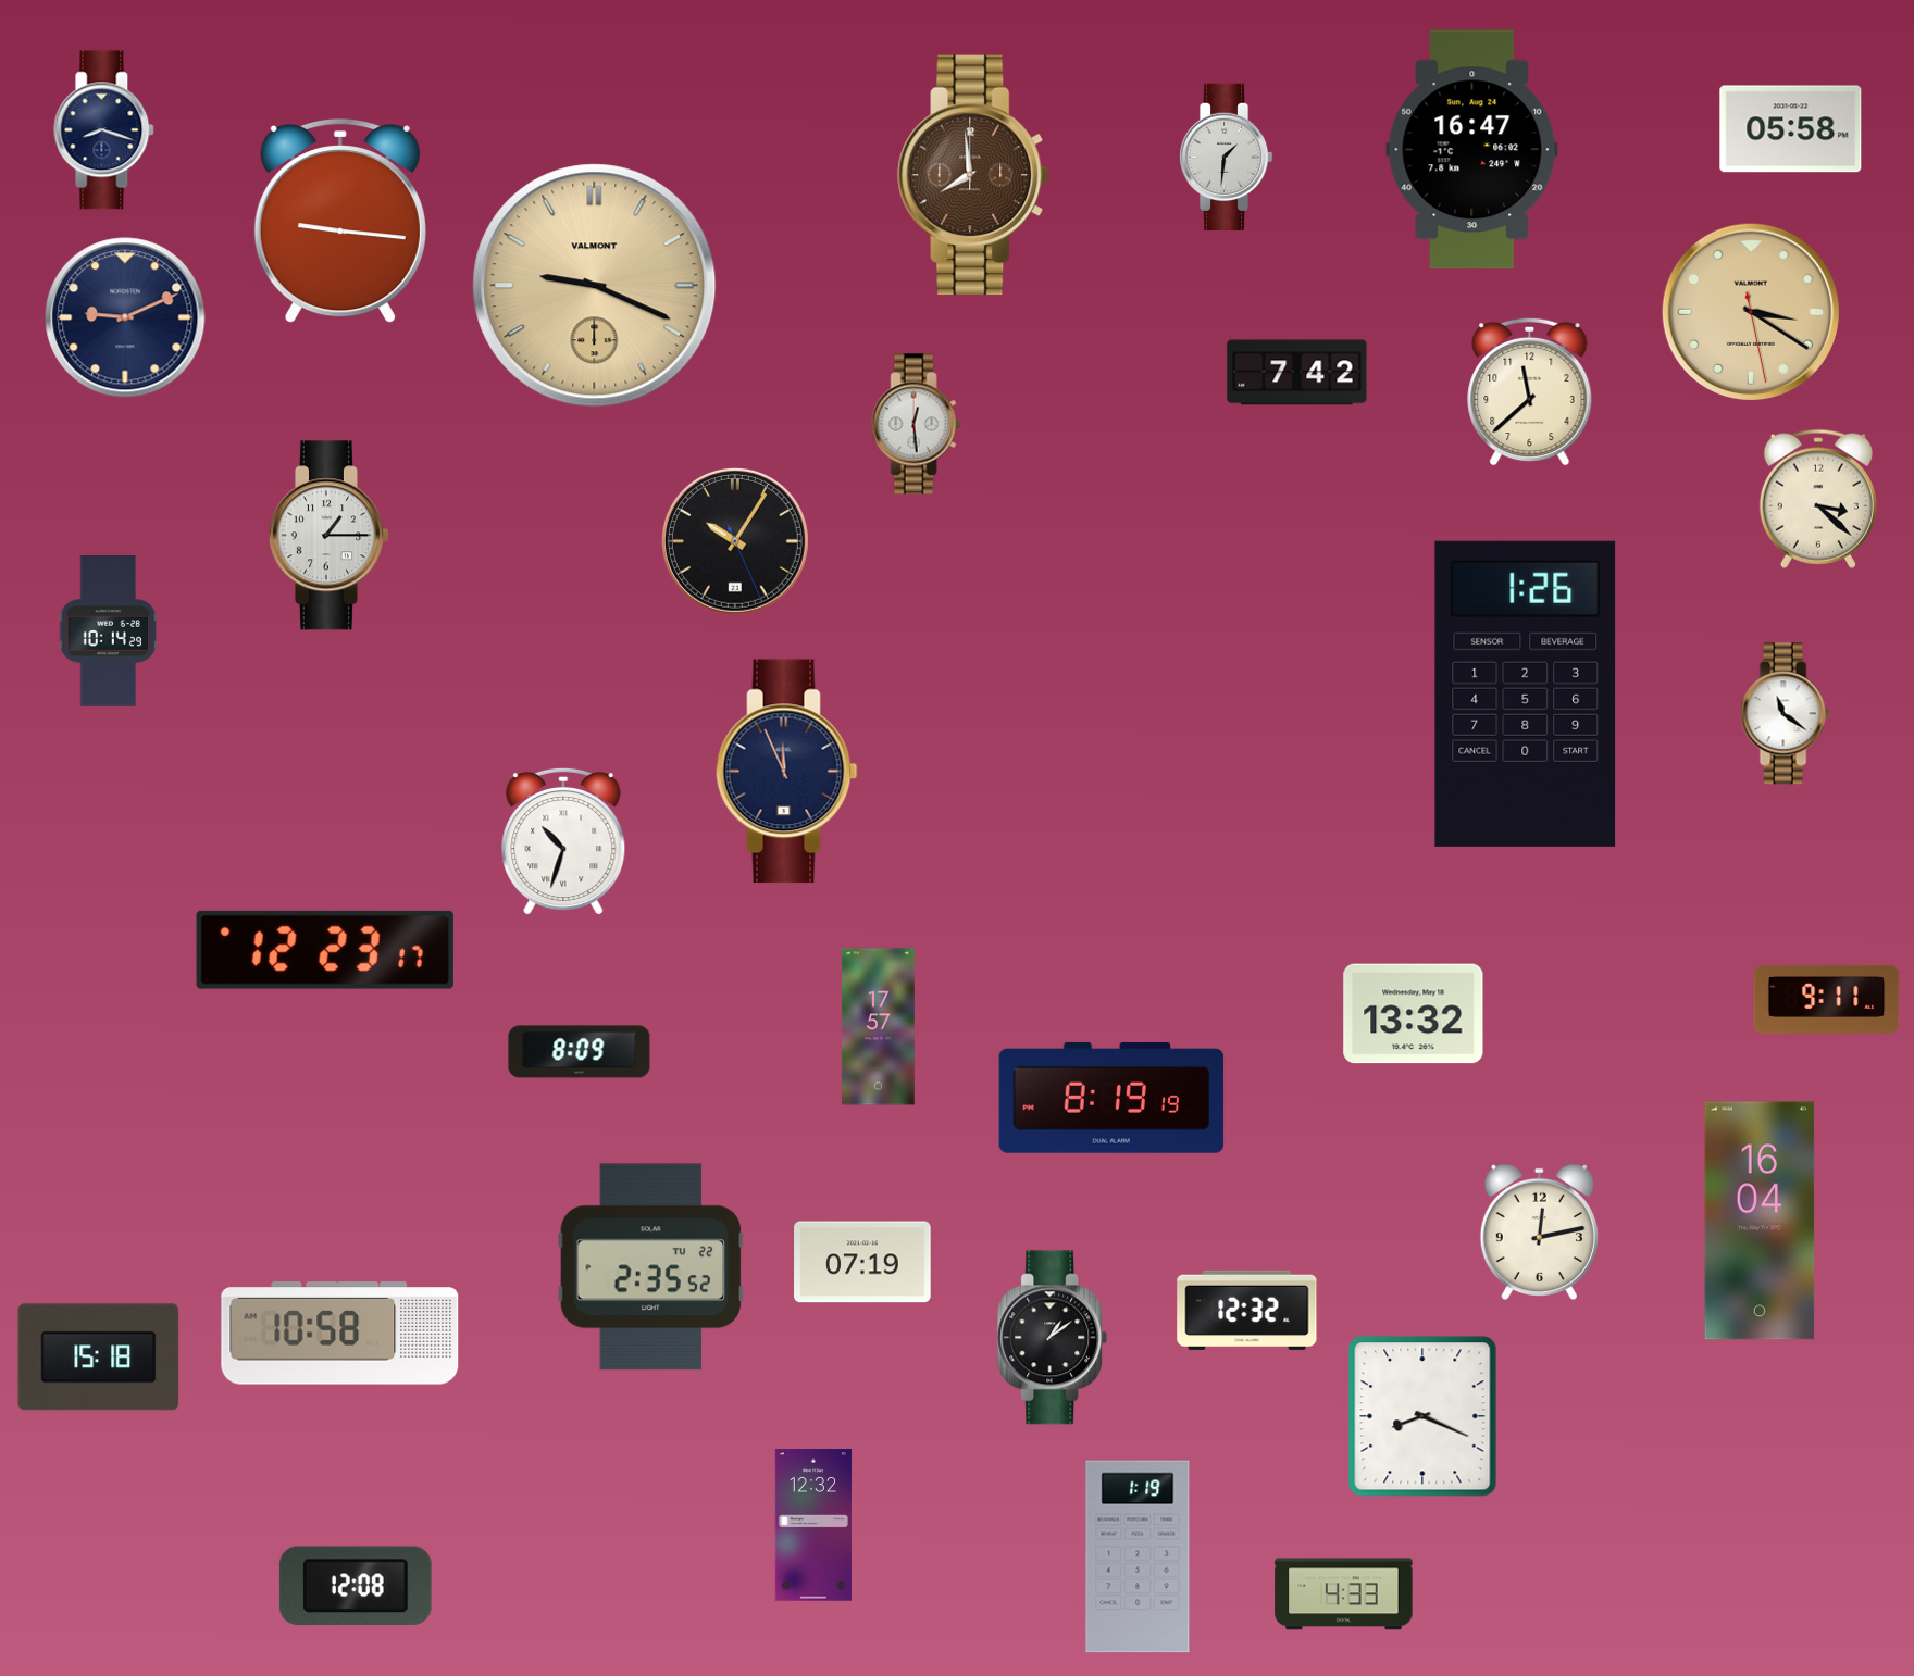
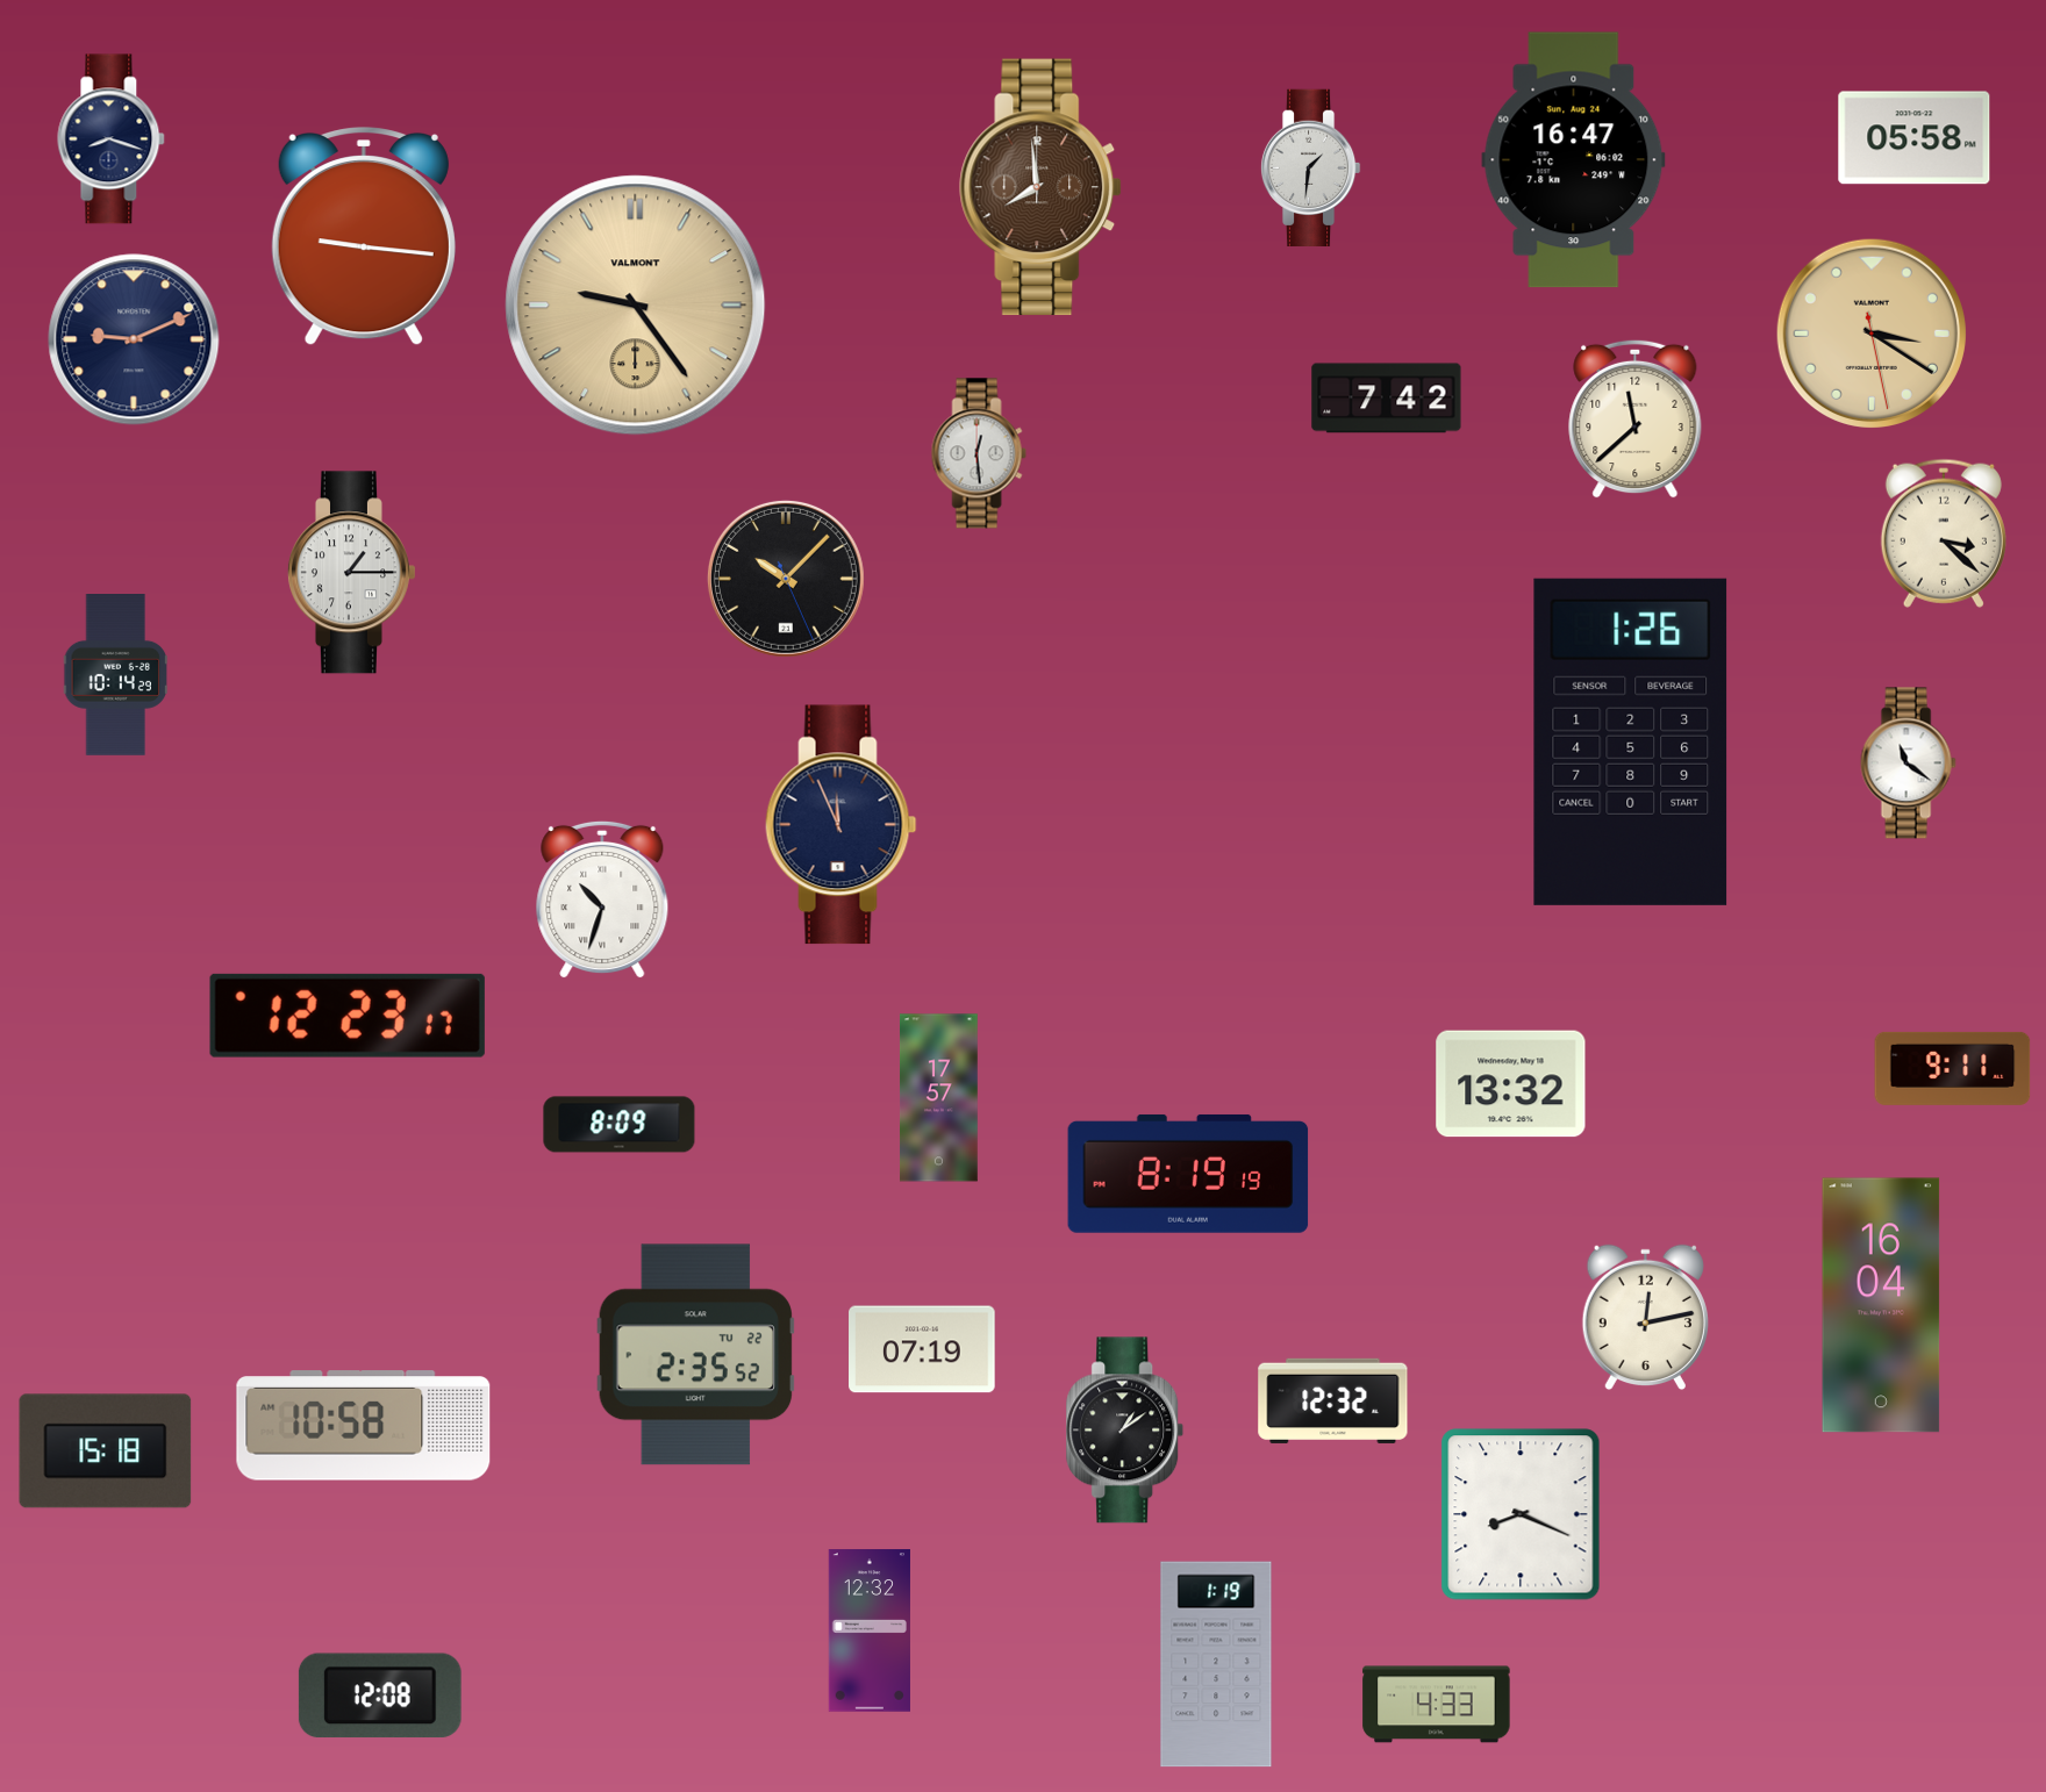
clock at (595, 286): 9:19 -> 9:24
clock at (735, 541): 10:05 -> 10:07
